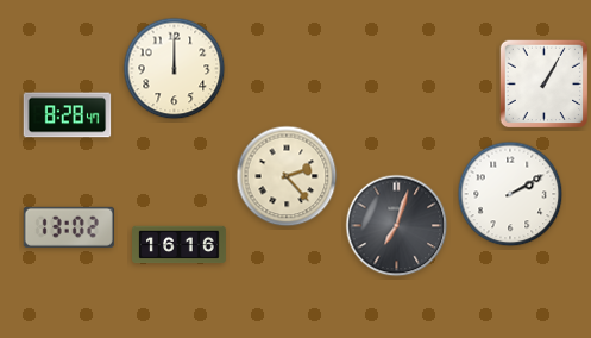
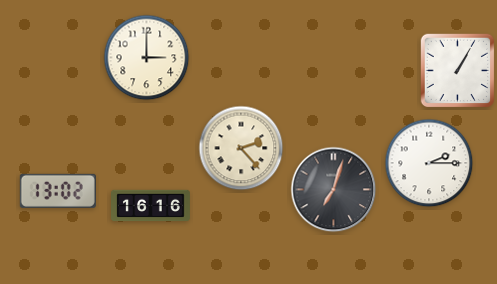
clock at (175, 69): 12:00 -> 3:00
clock at (68, 115): 8:28 -> none
clock at (510, 194): 2:10 -> 2:15
